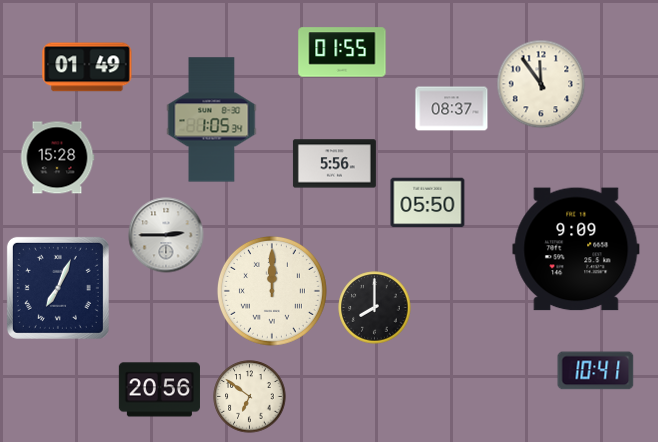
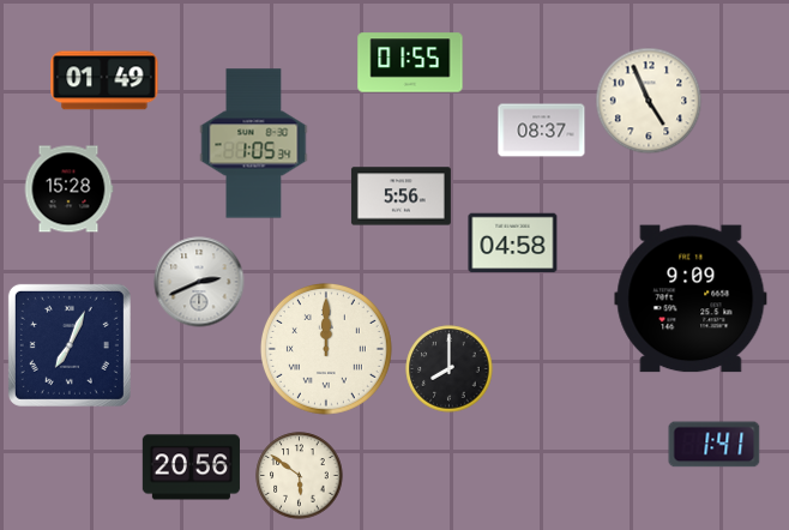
clock at (541, 84): 11:54 -> 4:56
clock at (428, 203): 05:50 -> 04:58
clock at (166, 235): 2:45 -> 2:41
clock at (596, 371): 10:41 -> 1:41
clock at (250, 397): 6:51 -> 5:51
